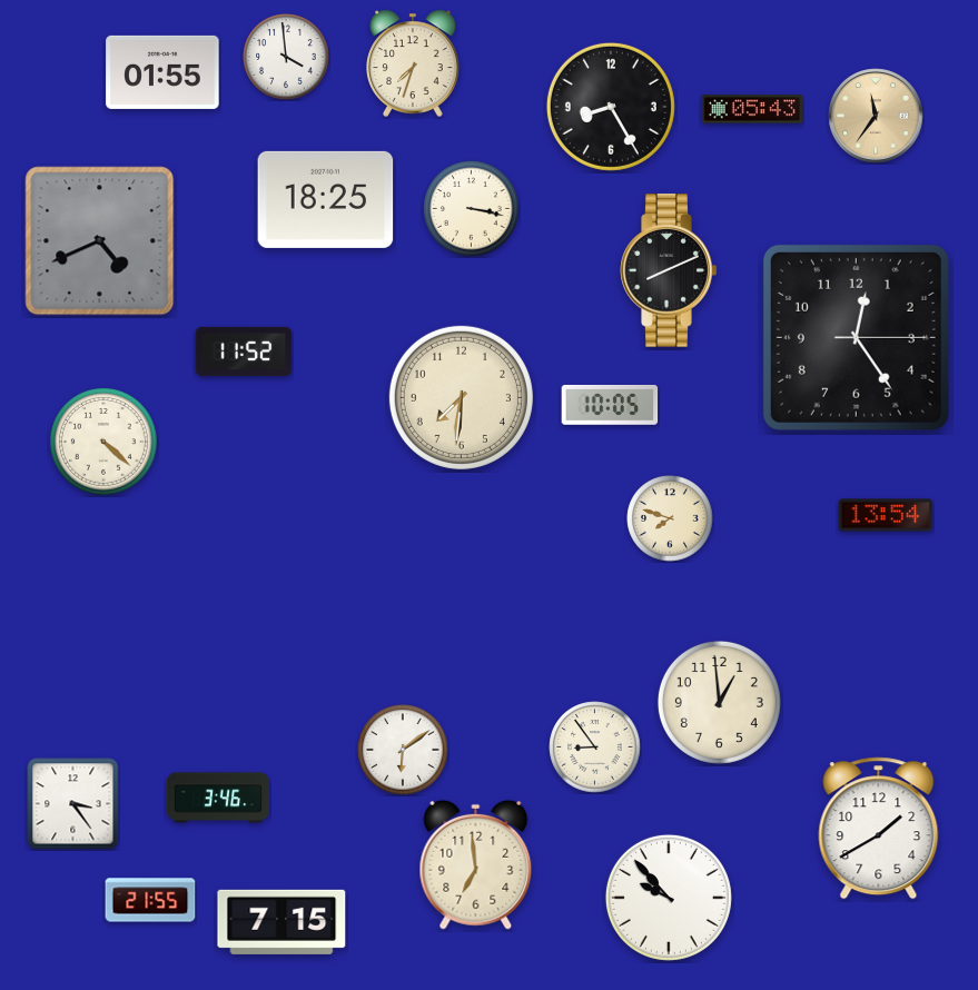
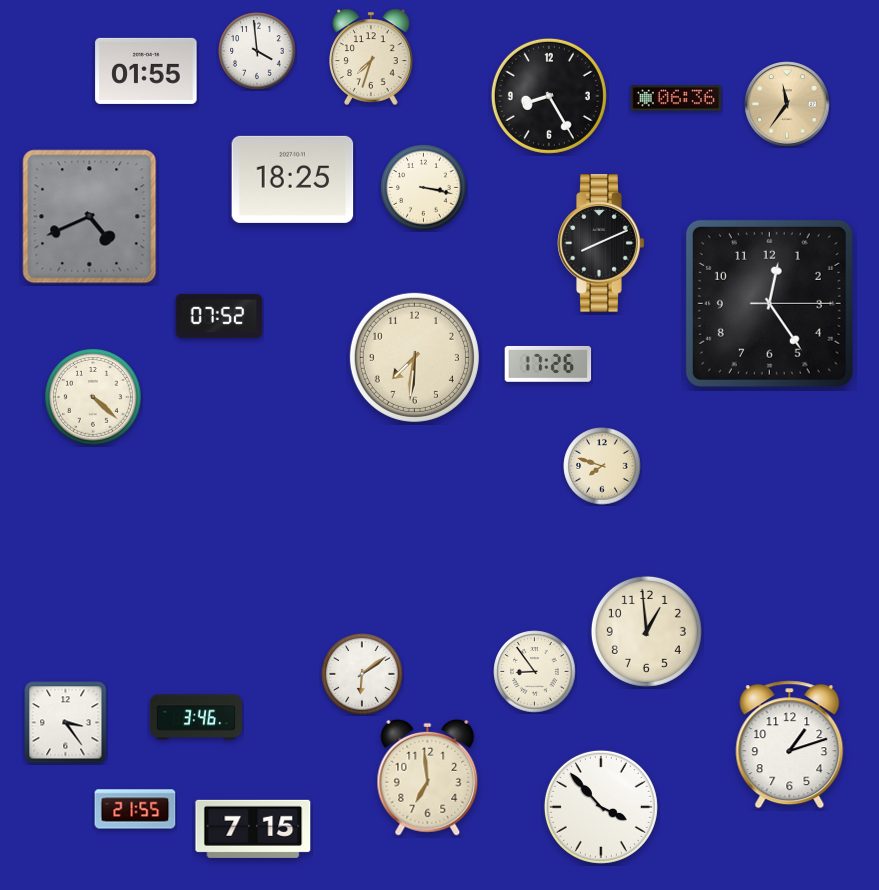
clock at (162, 72) position: (162, 72) -> (146, 71)
clock at (752, 109): 05:43 -> 06:36
clock at (244, 352): 11:52 -> 07:52
clock at (610, 405): 10:05 -> 17:26
clock at (886, 515): 13:54 -> none
clock at (879, 829): 1:40 -> 1:12
clock at (669, 898): 9:53 -> 3:53
